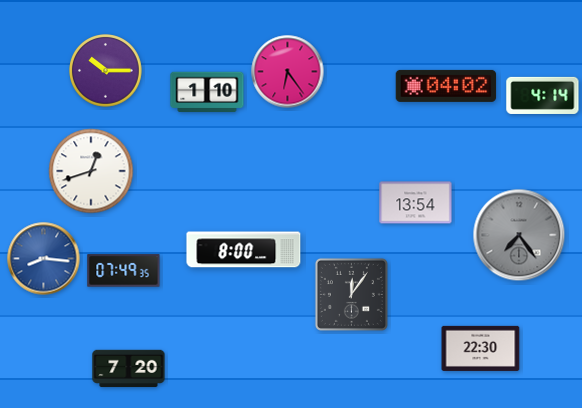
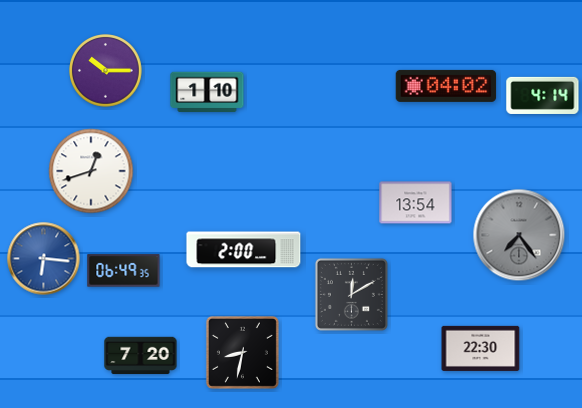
clock at (288, 72): 6:24 -> none
clock at (244, 250): 8:00 -> 2:00
clock at (44, 259): 8:16 -> 6:16
clock at (124, 271): 07:49 -> 06:49
clock at (351, 294): 12:06 -> 12:10
clock at (242, 352): none -> 8:32
clock at (129, 369) position: (129, 369) -> (141, 356)
